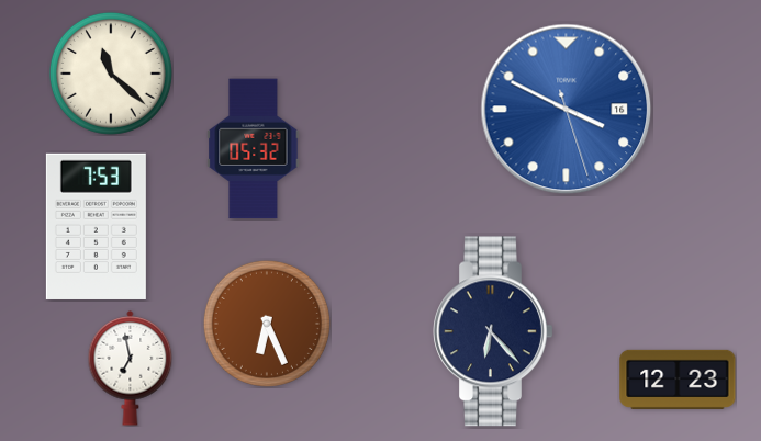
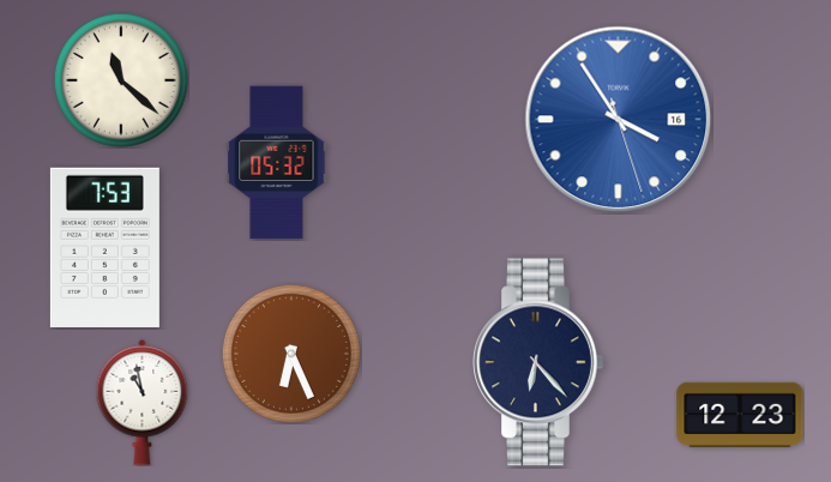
clock at (567, 110): 3:49 -> 3:54
clock at (131, 369): 6:58 -> 10:58
